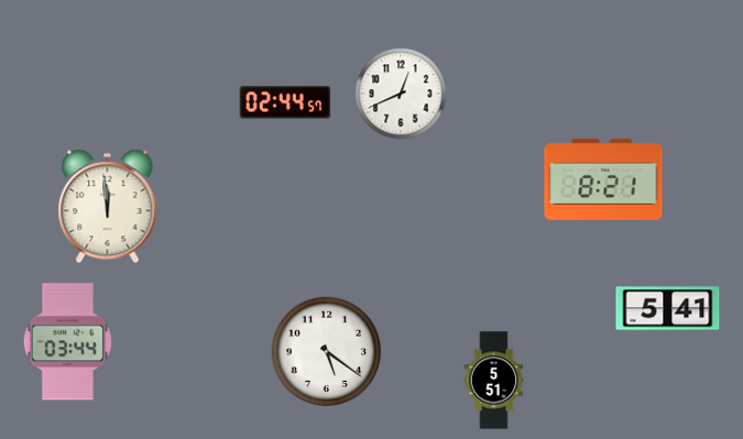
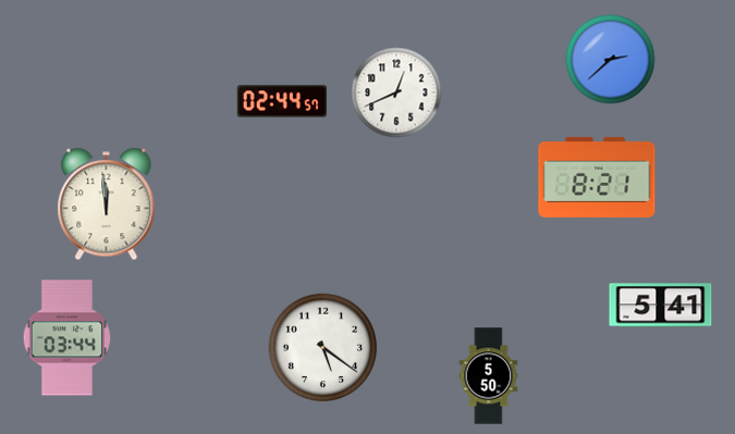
clock at (611, 60): none -> 2:38
clock at (494, 381): 5:51 -> 5:50
